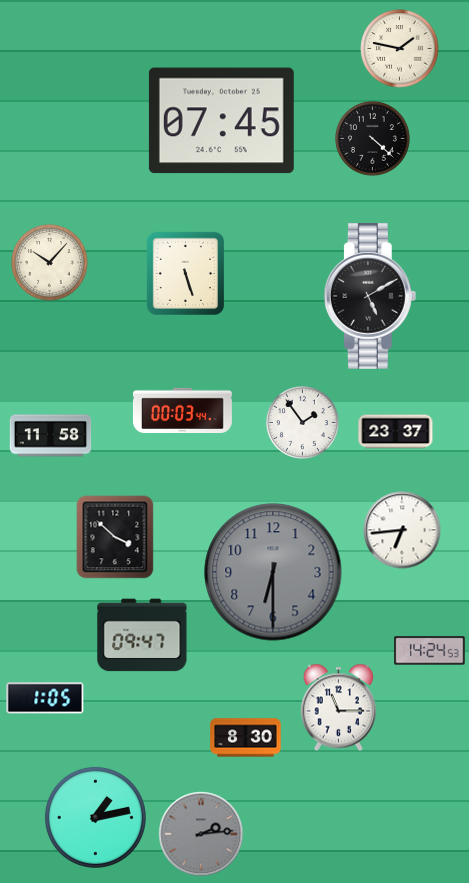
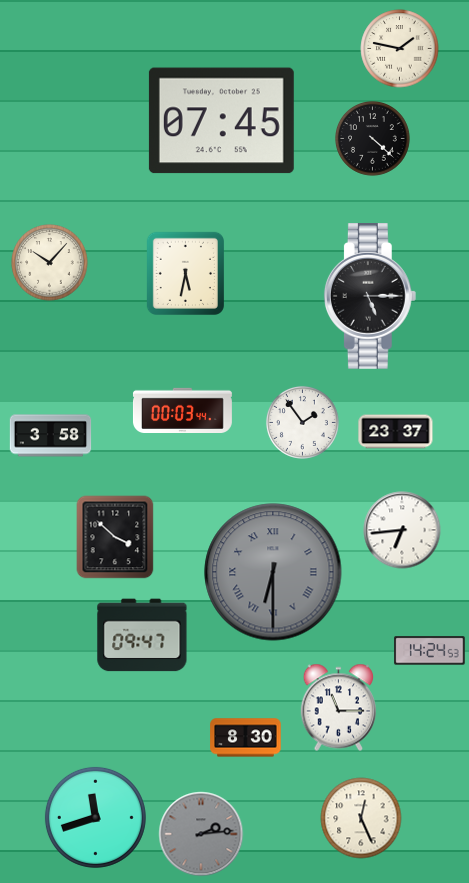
clock at (185, 273): 5:27 -> 5:32
clock at (370, 297): 5:10 -> 5:15
clock at (51, 436): 11:58 -> 3:58
clock at (273, 572) numerals: Arabic -> Roman
clock at (45, 698): 1:05 -> none
clock at (95, 817): 1:13 -> 11:42
clock at (361, 818): none -> 12:26
